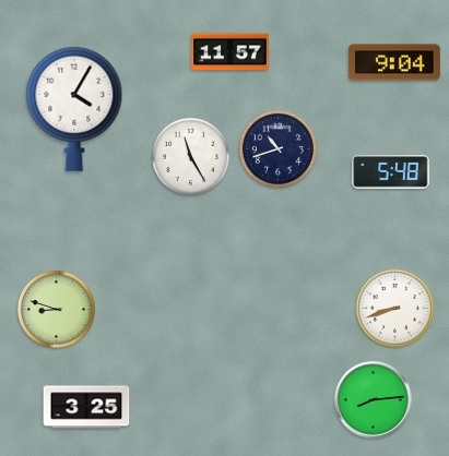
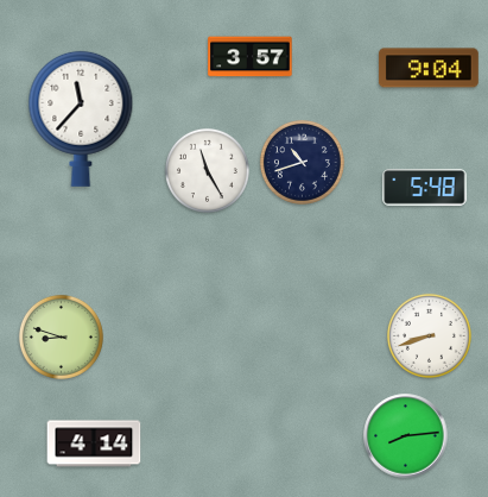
clock at (231, 52): 11:57 -> 3:57
clock at (74, 109): 4:05 -> 11:37
clock at (86, 407): 3:25 -> 4:14
